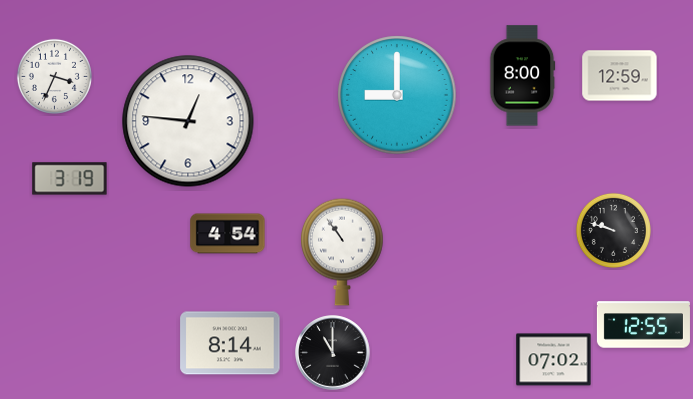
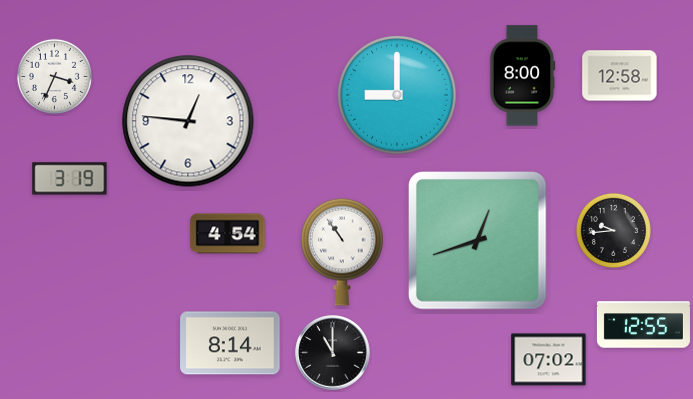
clock at (620, 76): 12:59 -> 12:58
clock at (613, 230): 9:48 -> 9:44
clock at (478, 241): none -> 12:42
clock at (554, 360) position: (554, 360) -> (549, 360)
